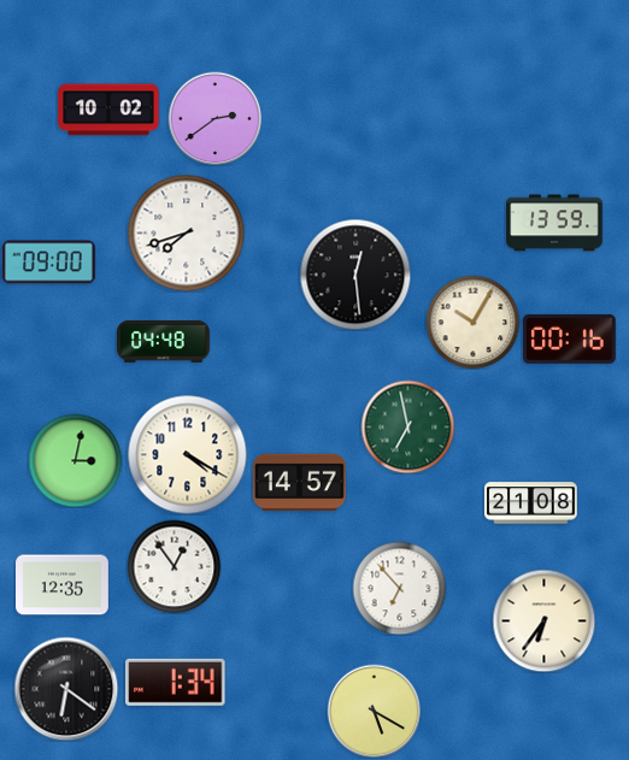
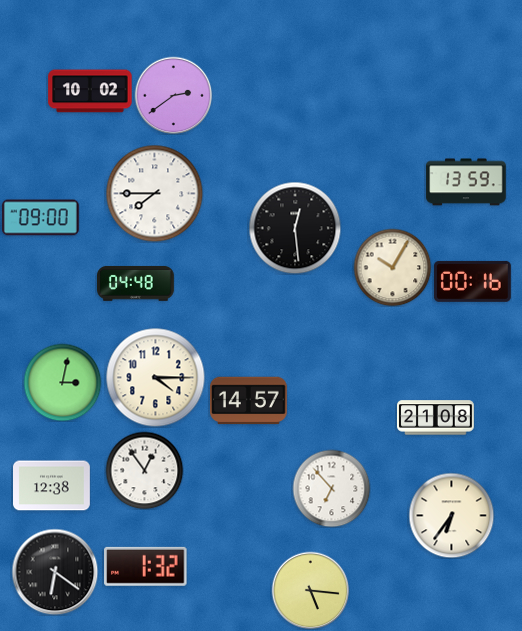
clock at (214, 118) position: (214, 118) -> (173, 95)
clock at (554, 223) position: (554, 223) -> (466, 182)
clock at (186, 232): 7:42 -> 7:45
clock at (407, 426): 6:58 -> none
clock at (188, 455): 4:20 -> 4:15
clock at (531, 503) position: (531, 503) -> (436, 418)
clock at (63, 585): 12:35 -> 12:38
clock at (176, 682): 1:34 -> 1:32
clock at (374, 711): 5:20 -> 5:16
